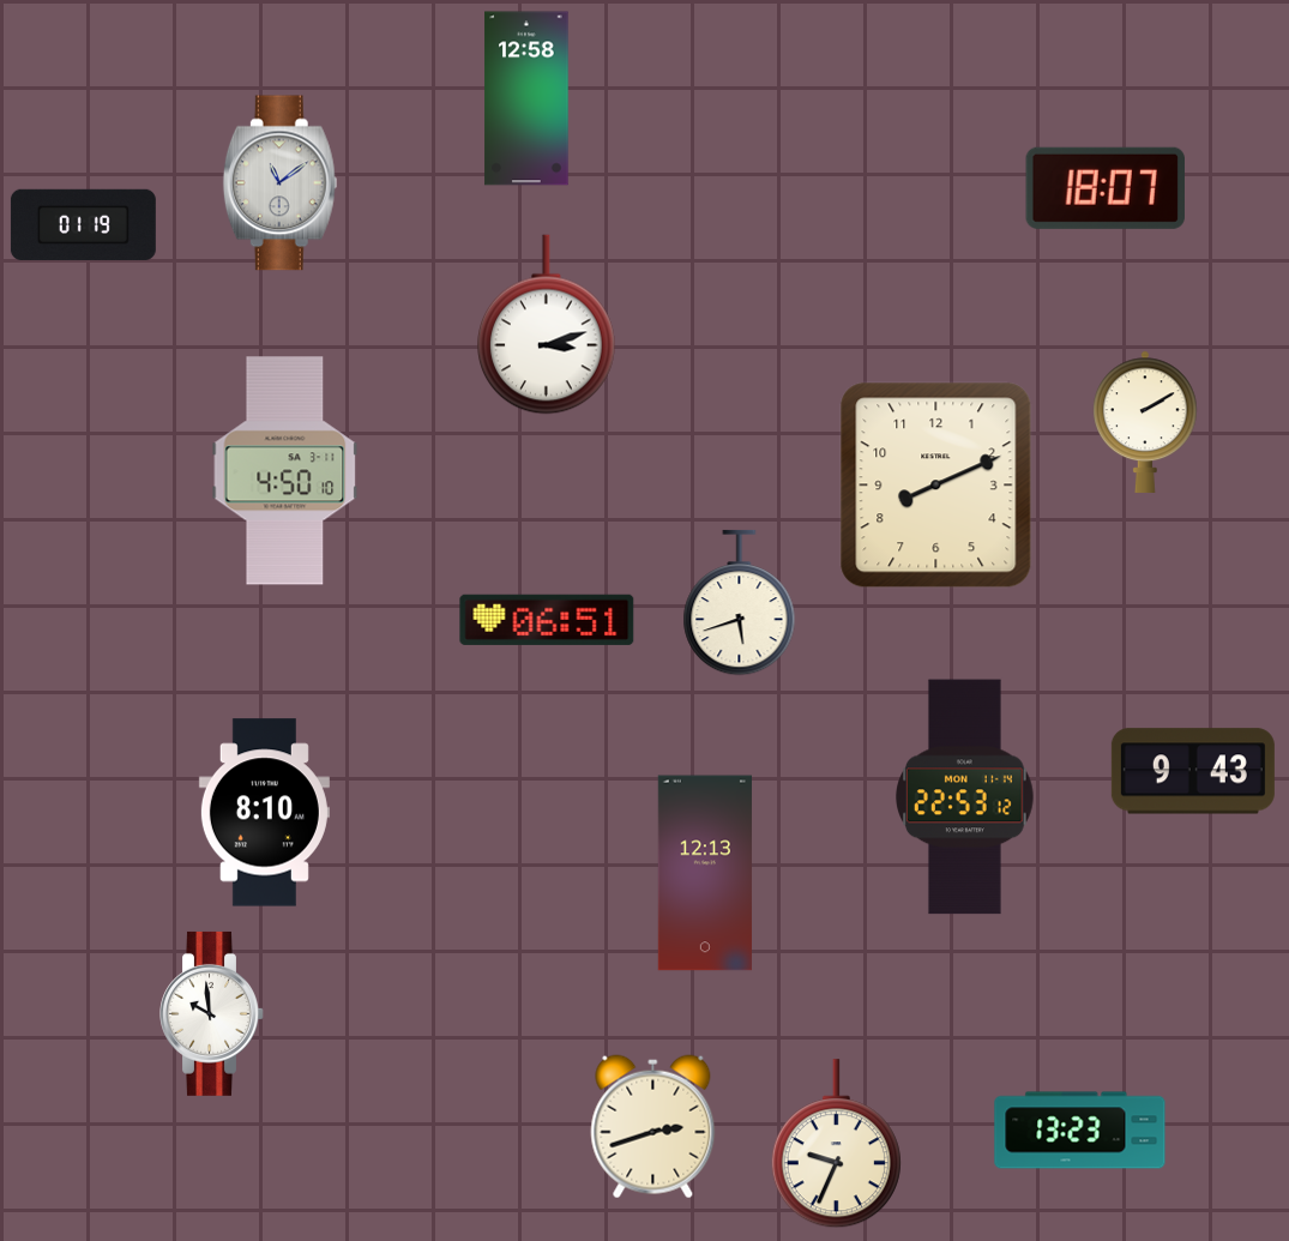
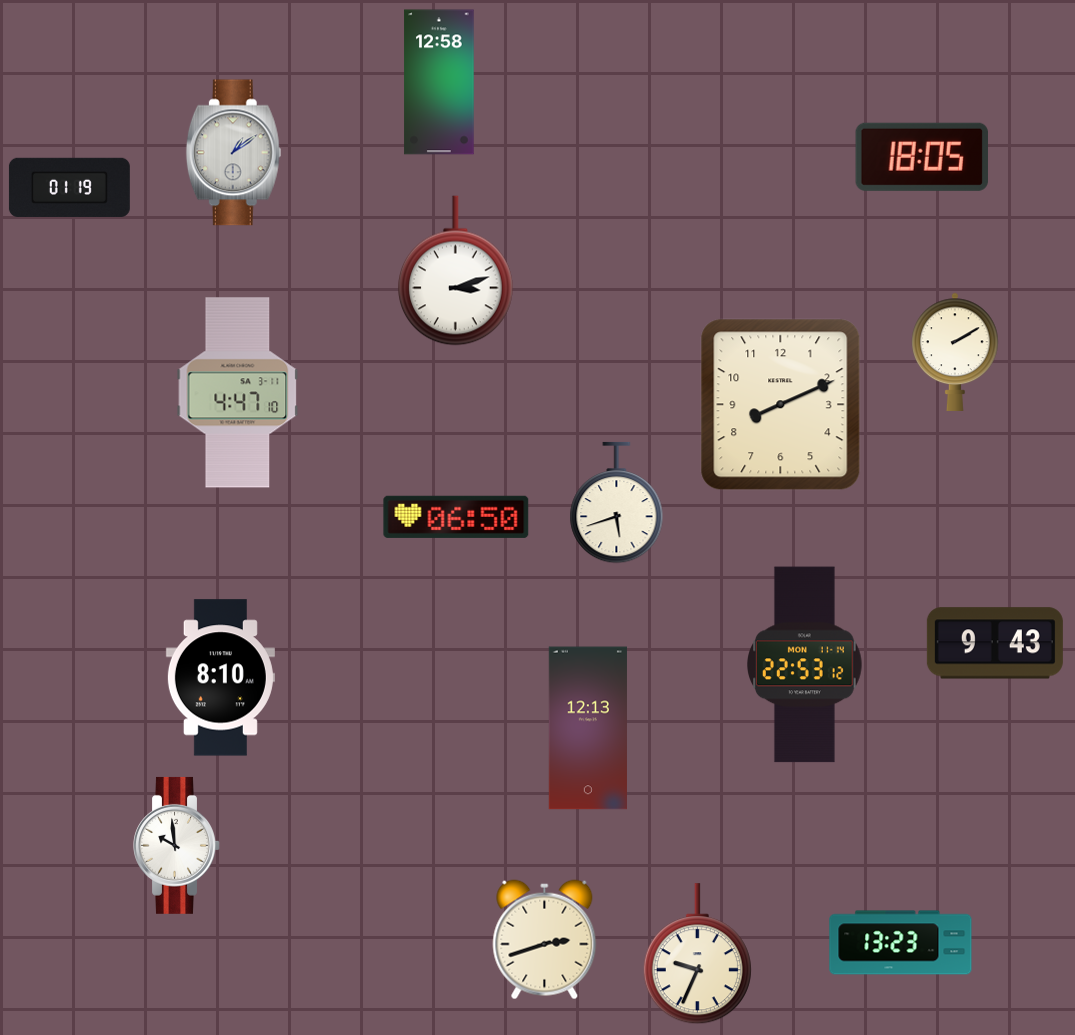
clock at (279, 183): 11:09 -> 1:09
clock at (1106, 188): 18:07 -> 18:05
clock at (285, 471): 4:50 -> 4:47
clock at (547, 620): 06:51 -> 06:50
